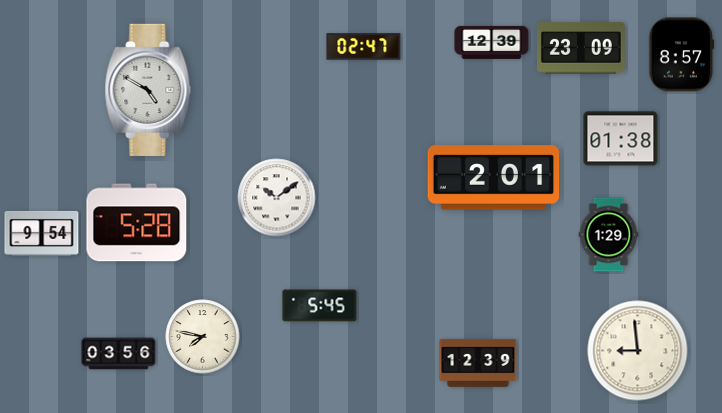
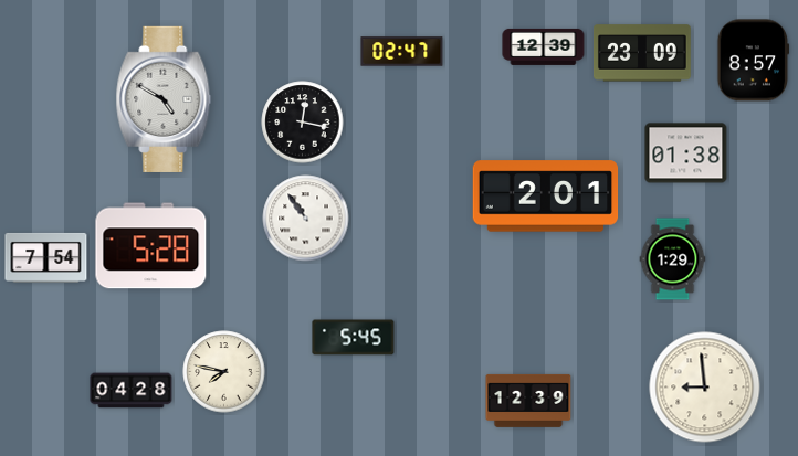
clock at (303, 123): none -> 12:17
clock at (277, 198): 10:09 -> 10:54
clock at (42, 233): 9:54 -> 7:54
clock at (119, 354): 03:56 -> 04:28
